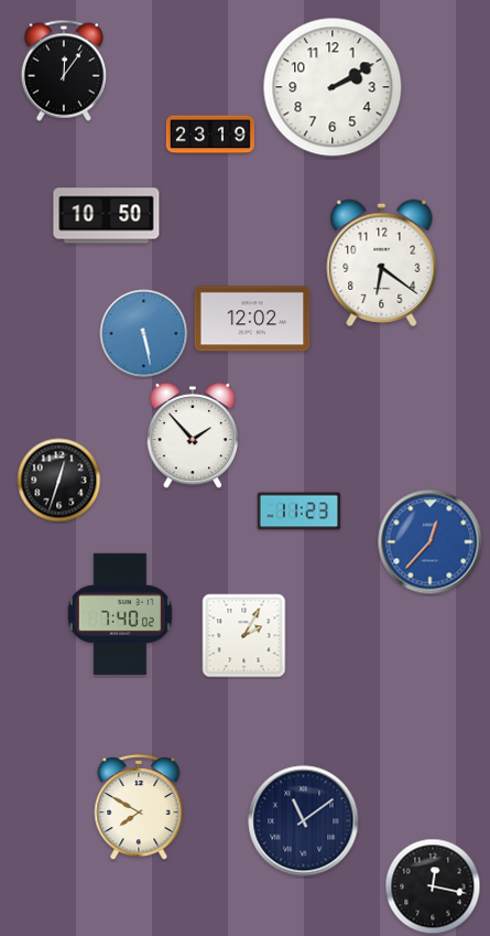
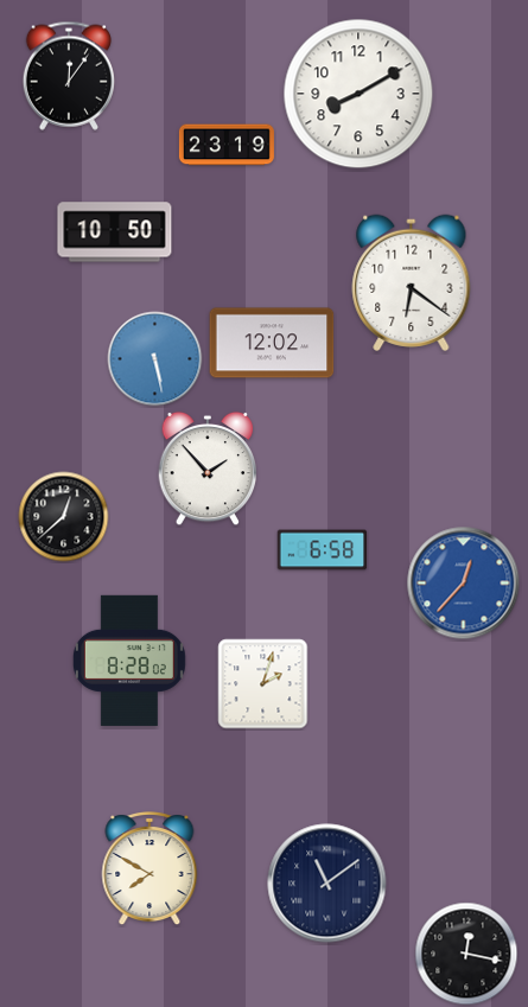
clock at (333, 87): 2:10 -> 8:10
clock at (59, 481): 12:33 -> 12:38
clock at (300, 512): 11:23 -> 6:58
clock at (120, 614): 7:40 -> 8:28
clock at (244, 636): 2:05 -> 2:03
